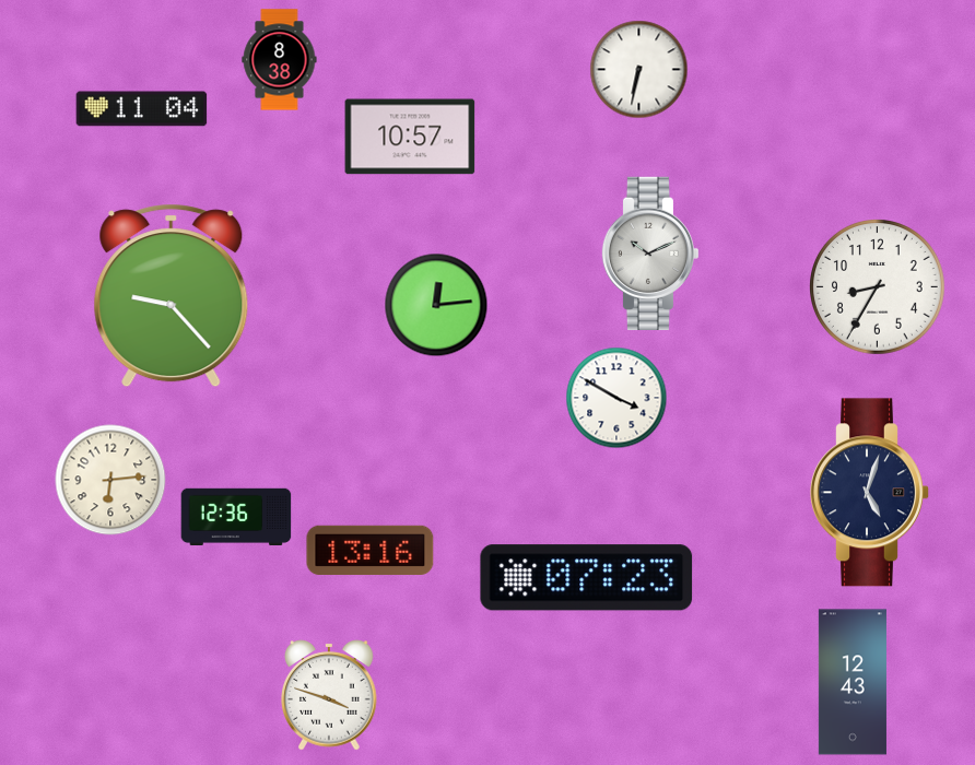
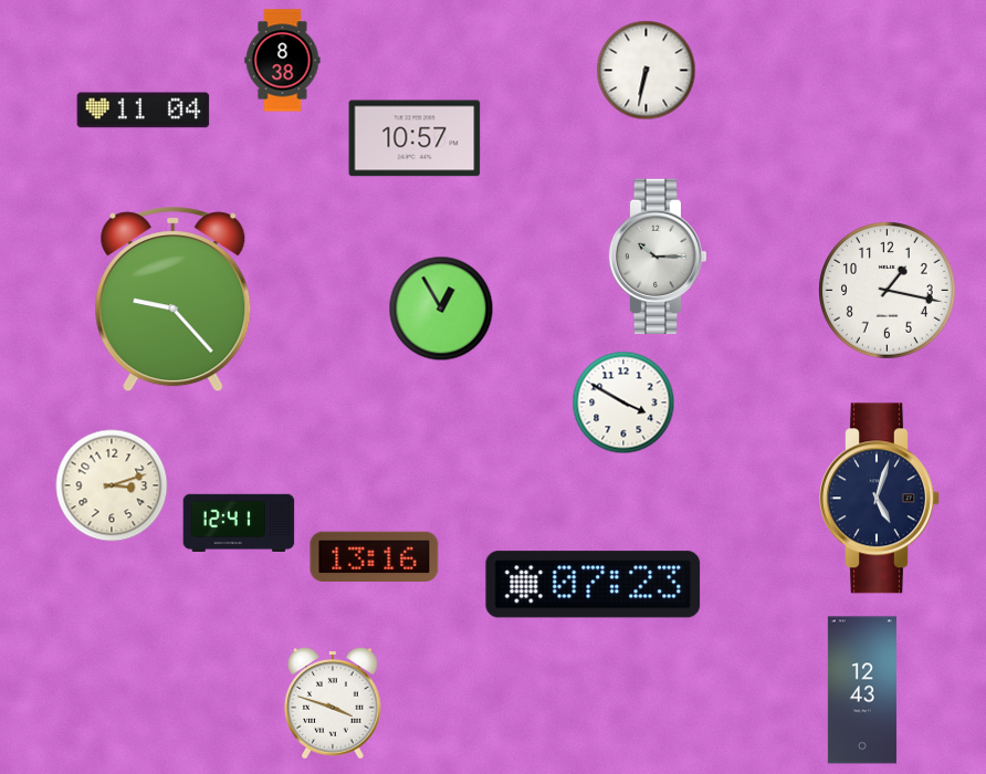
clock at (650, 252): 10:11 -> 10:15
clock at (878, 287): 8:35 -> 1:17
clock at (436, 305): 12:14 -> 12:55
clock at (110, 480): 6:14 -> 3:12
clock at (236, 516): 12:36 -> 12:41
